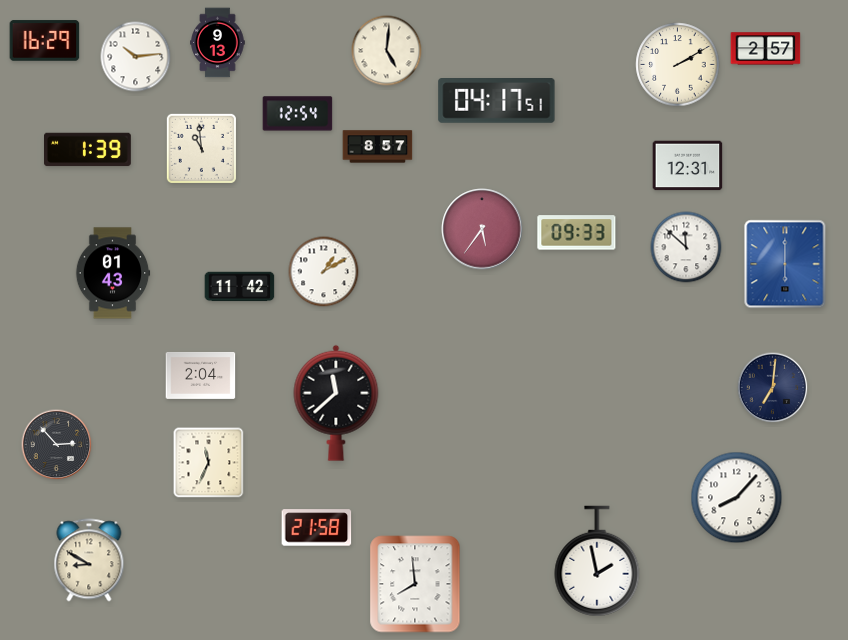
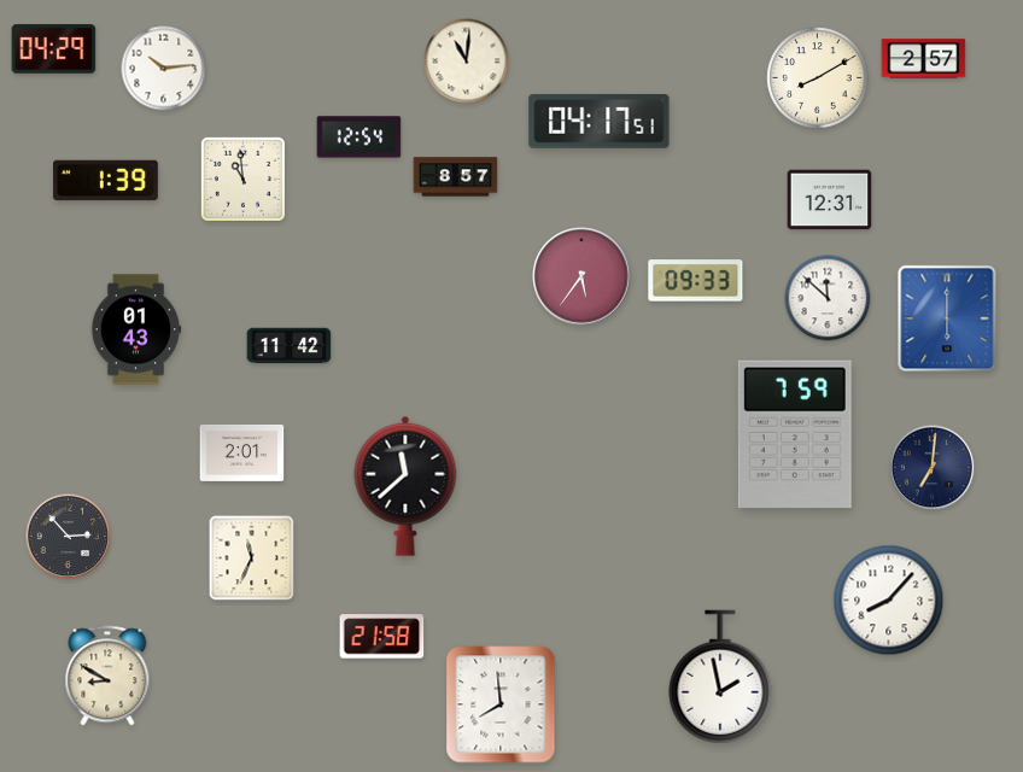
clock at (45, 41): 16:29 -> 04:29
clock at (218, 43): 9:13 -> none
clock at (387, 51): 5:01 -> 11:01
clock at (678, 65): 2:10 -> 8:10
clock at (324, 272): 1:10 -> none
clock at (795, 434): none -> 7:59
clock at (201, 375): 2:04 -> 2:01
